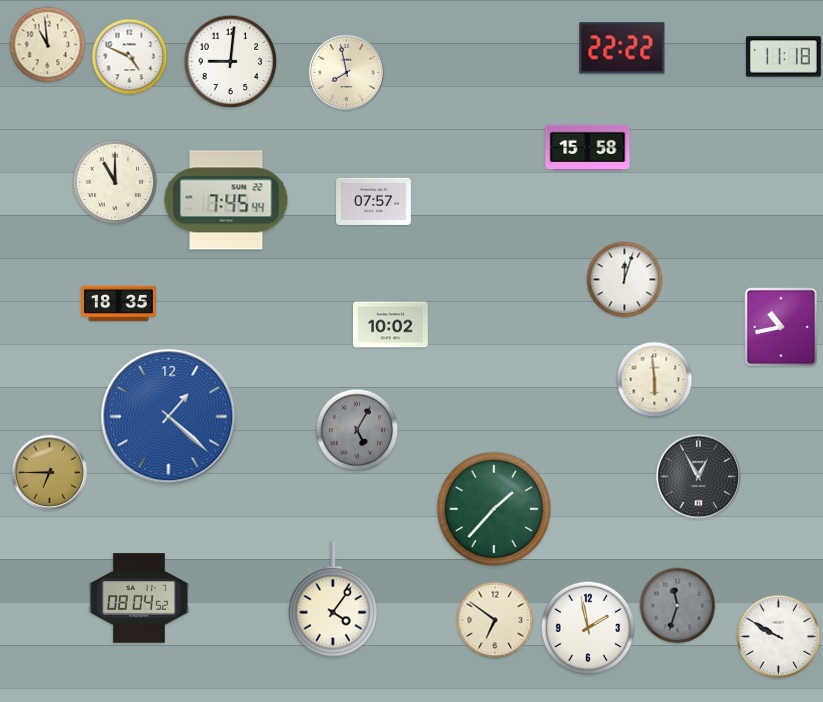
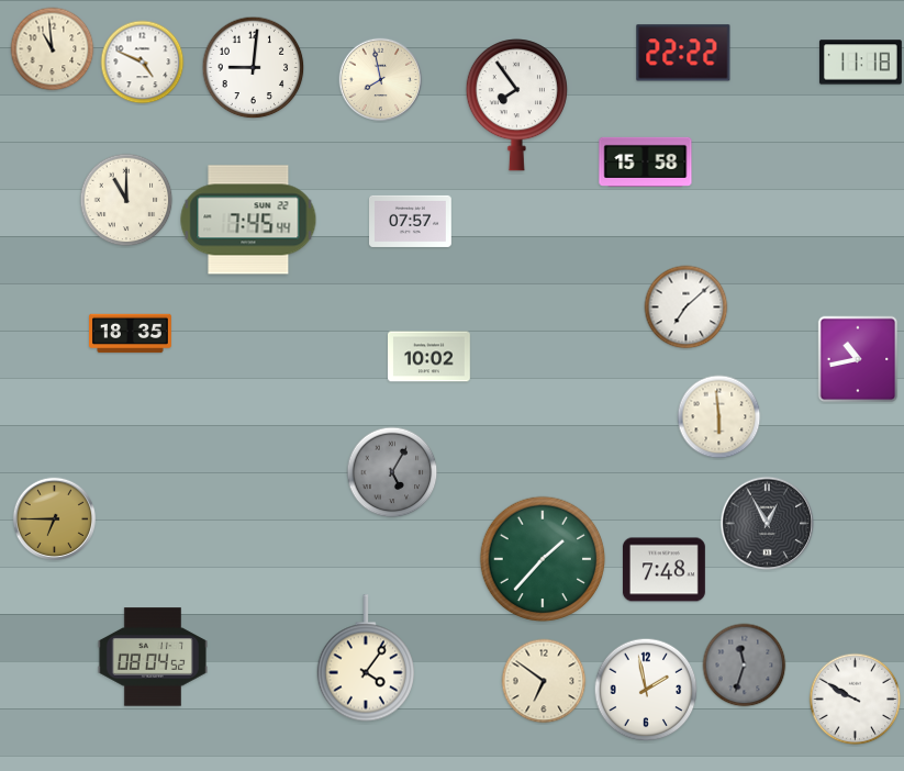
clock at (516, 105): none -> 7:54
clock at (625, 280): 12:03 -> 7:08
clock at (169, 417): 1:22 -> none
clock at (663, 570): none -> 7:48
